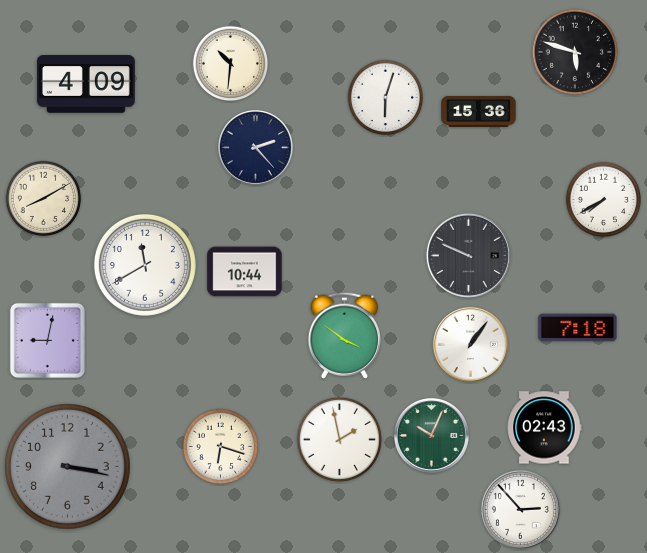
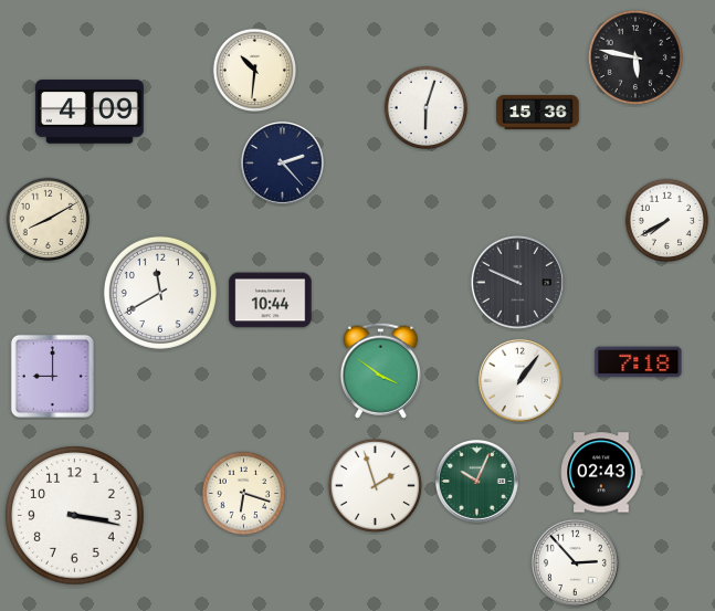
clock at (575, 52): 5:48 -> 5:47
clock at (86, 84) position: (86, 84) -> (90, 112)
clock at (479, 111) position: (479, 111) -> (538, 112)
clock at (47, 340): 9:02 -> 9:00
clock at (339, 439): 1:58 -> 1:57
clock at (68, 467) dial: grey -> white
